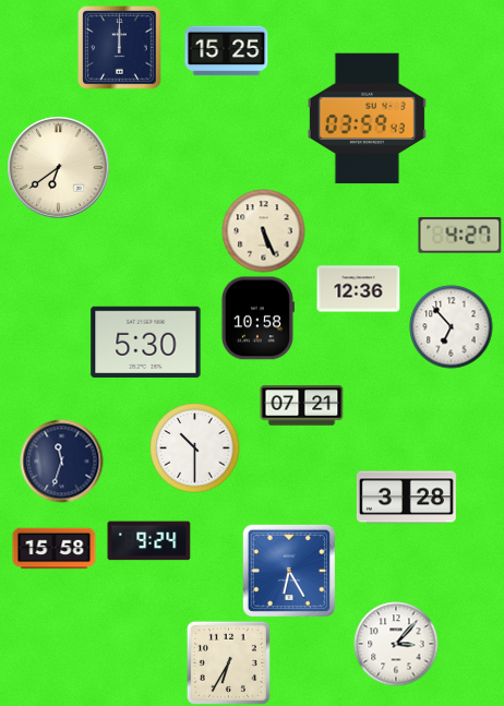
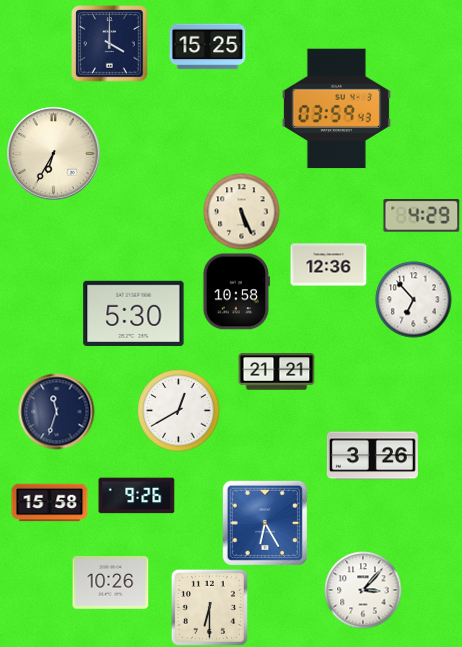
clock at (120, 48): 12:00 -> 4:00
clock at (59, 168): 6:39 -> 6:35
clock at (460, 236): 4:27 -> 4:29
clock at (302, 406): 07:21 -> 21:21
clock at (195, 448): 10:30 -> 12:40
clock at (62, 462) position: (62, 462) -> (57, 412)
clock at (406, 498): 3:28 -> 3:26
clock at (149, 541): 9:24 -> 9:26
clock at (111, 583): none -> 10:26
clock at (228, 662): 6:35 -> 6:30
